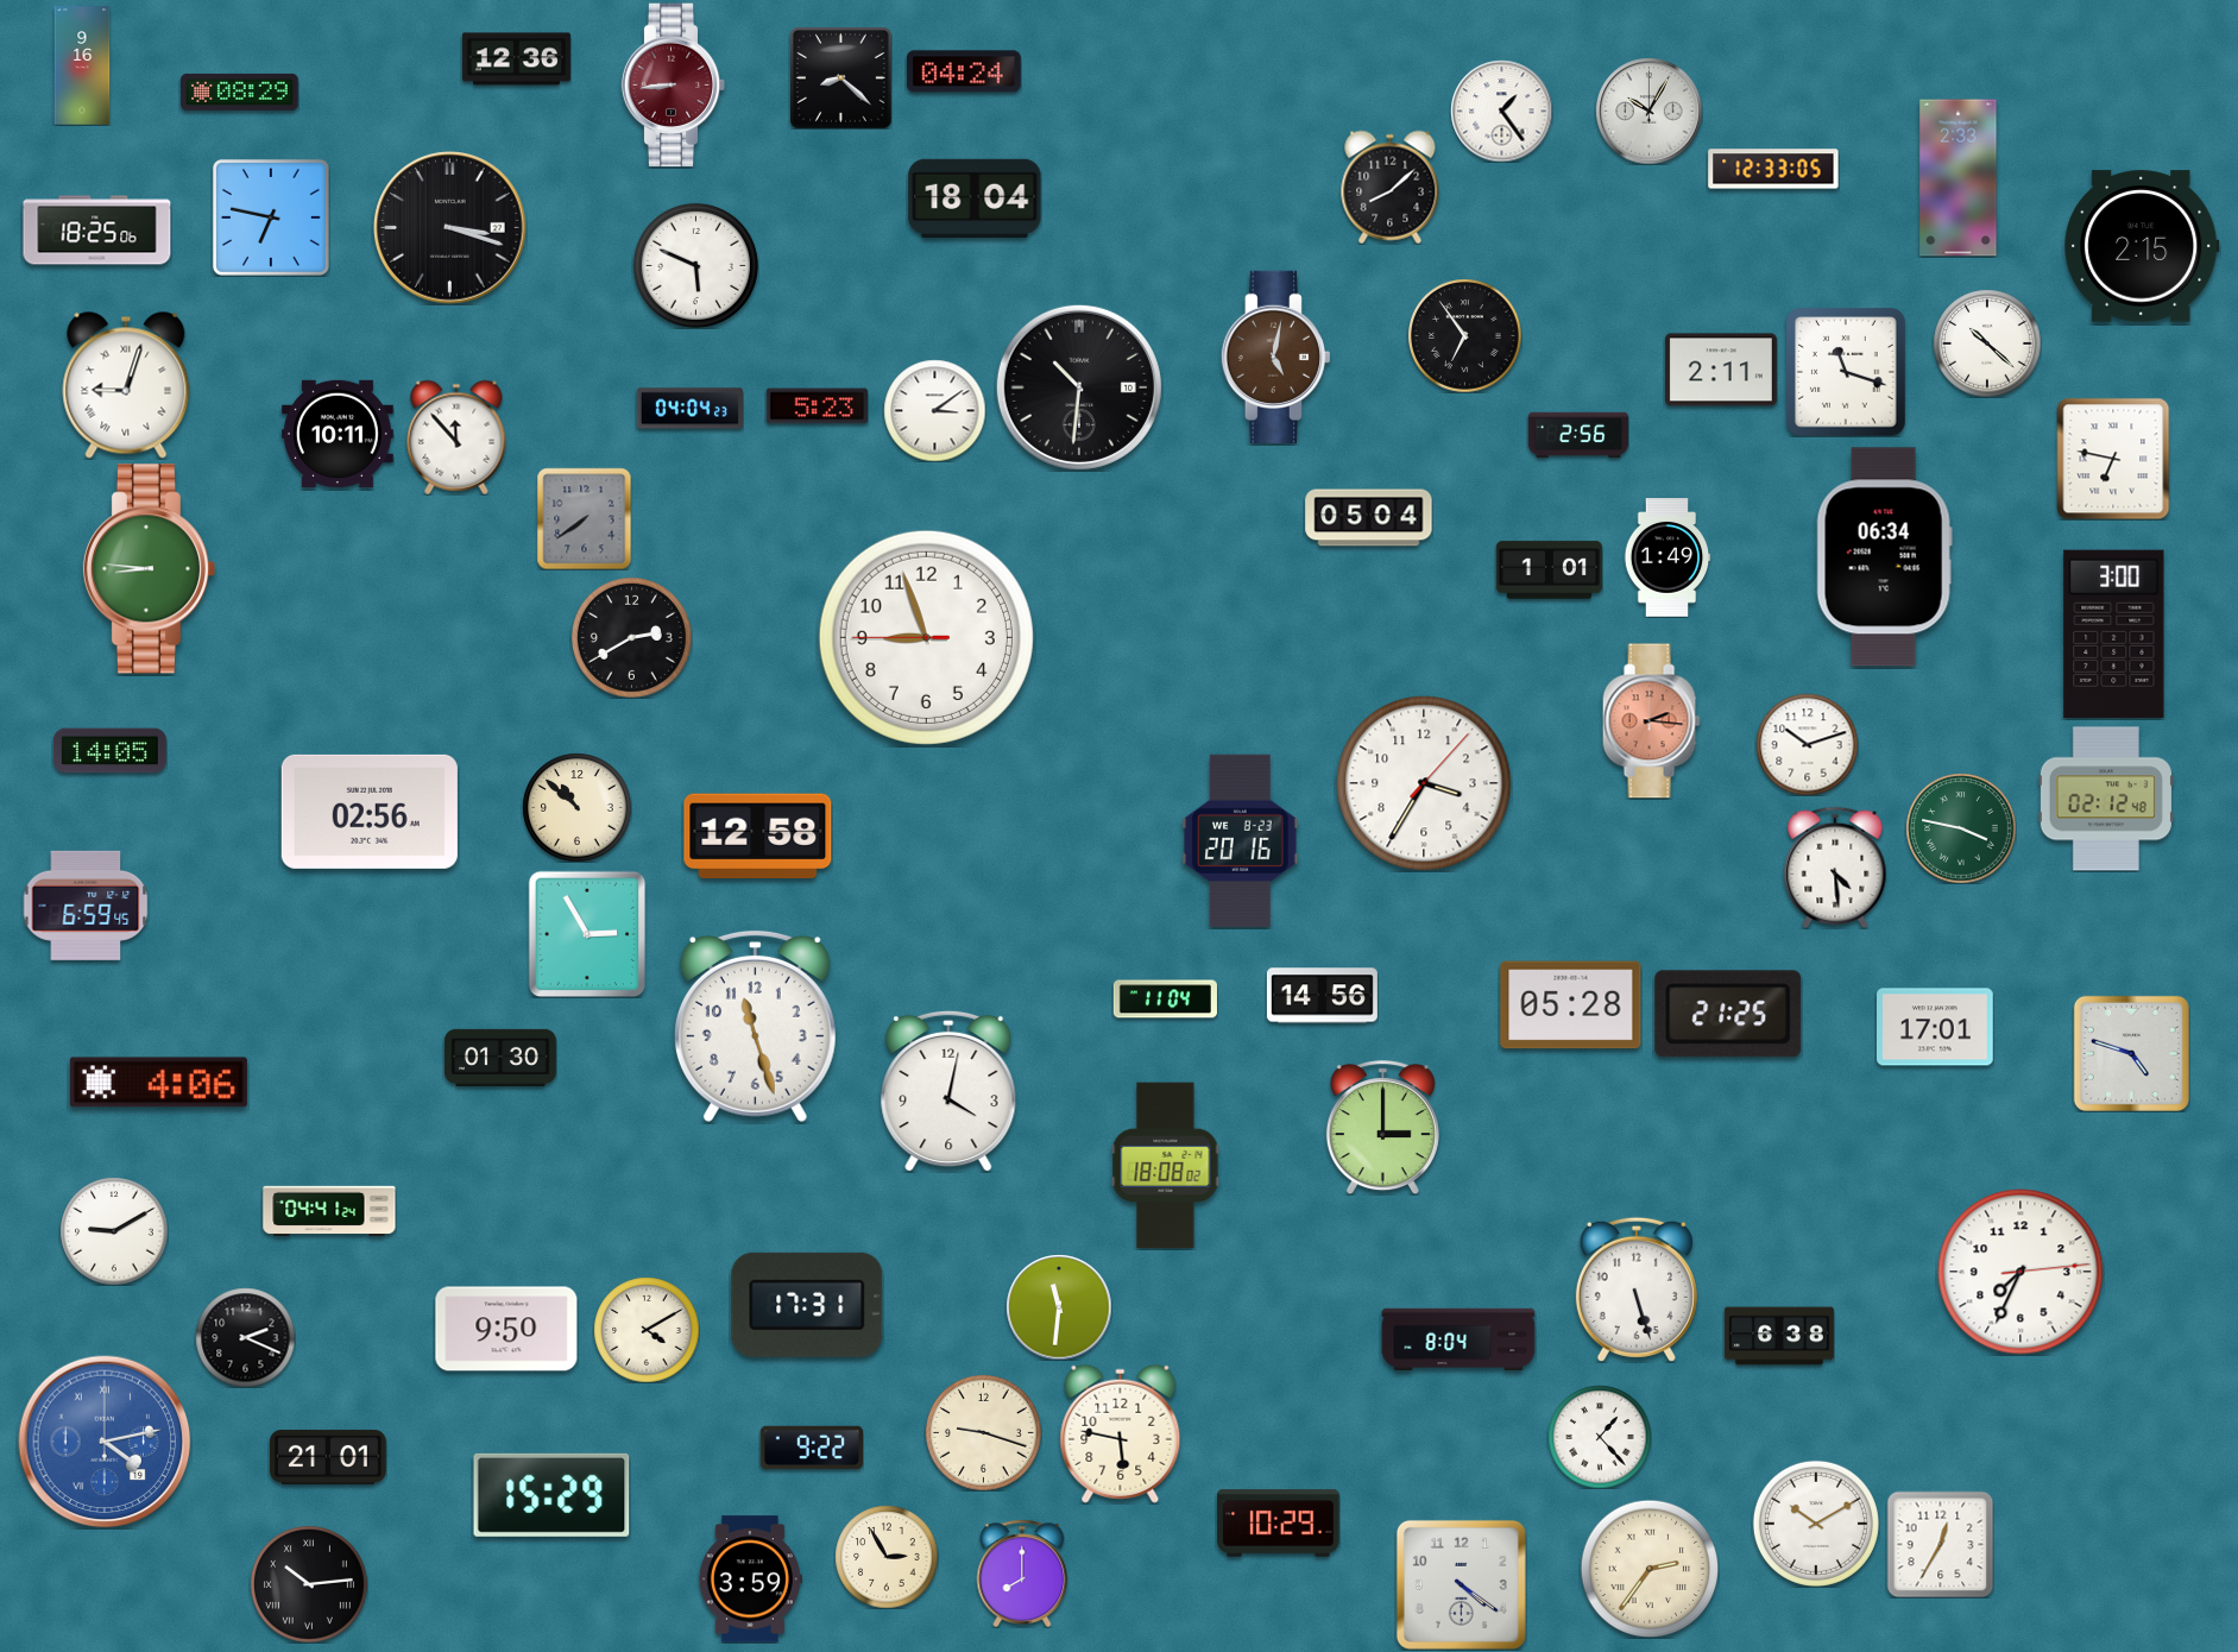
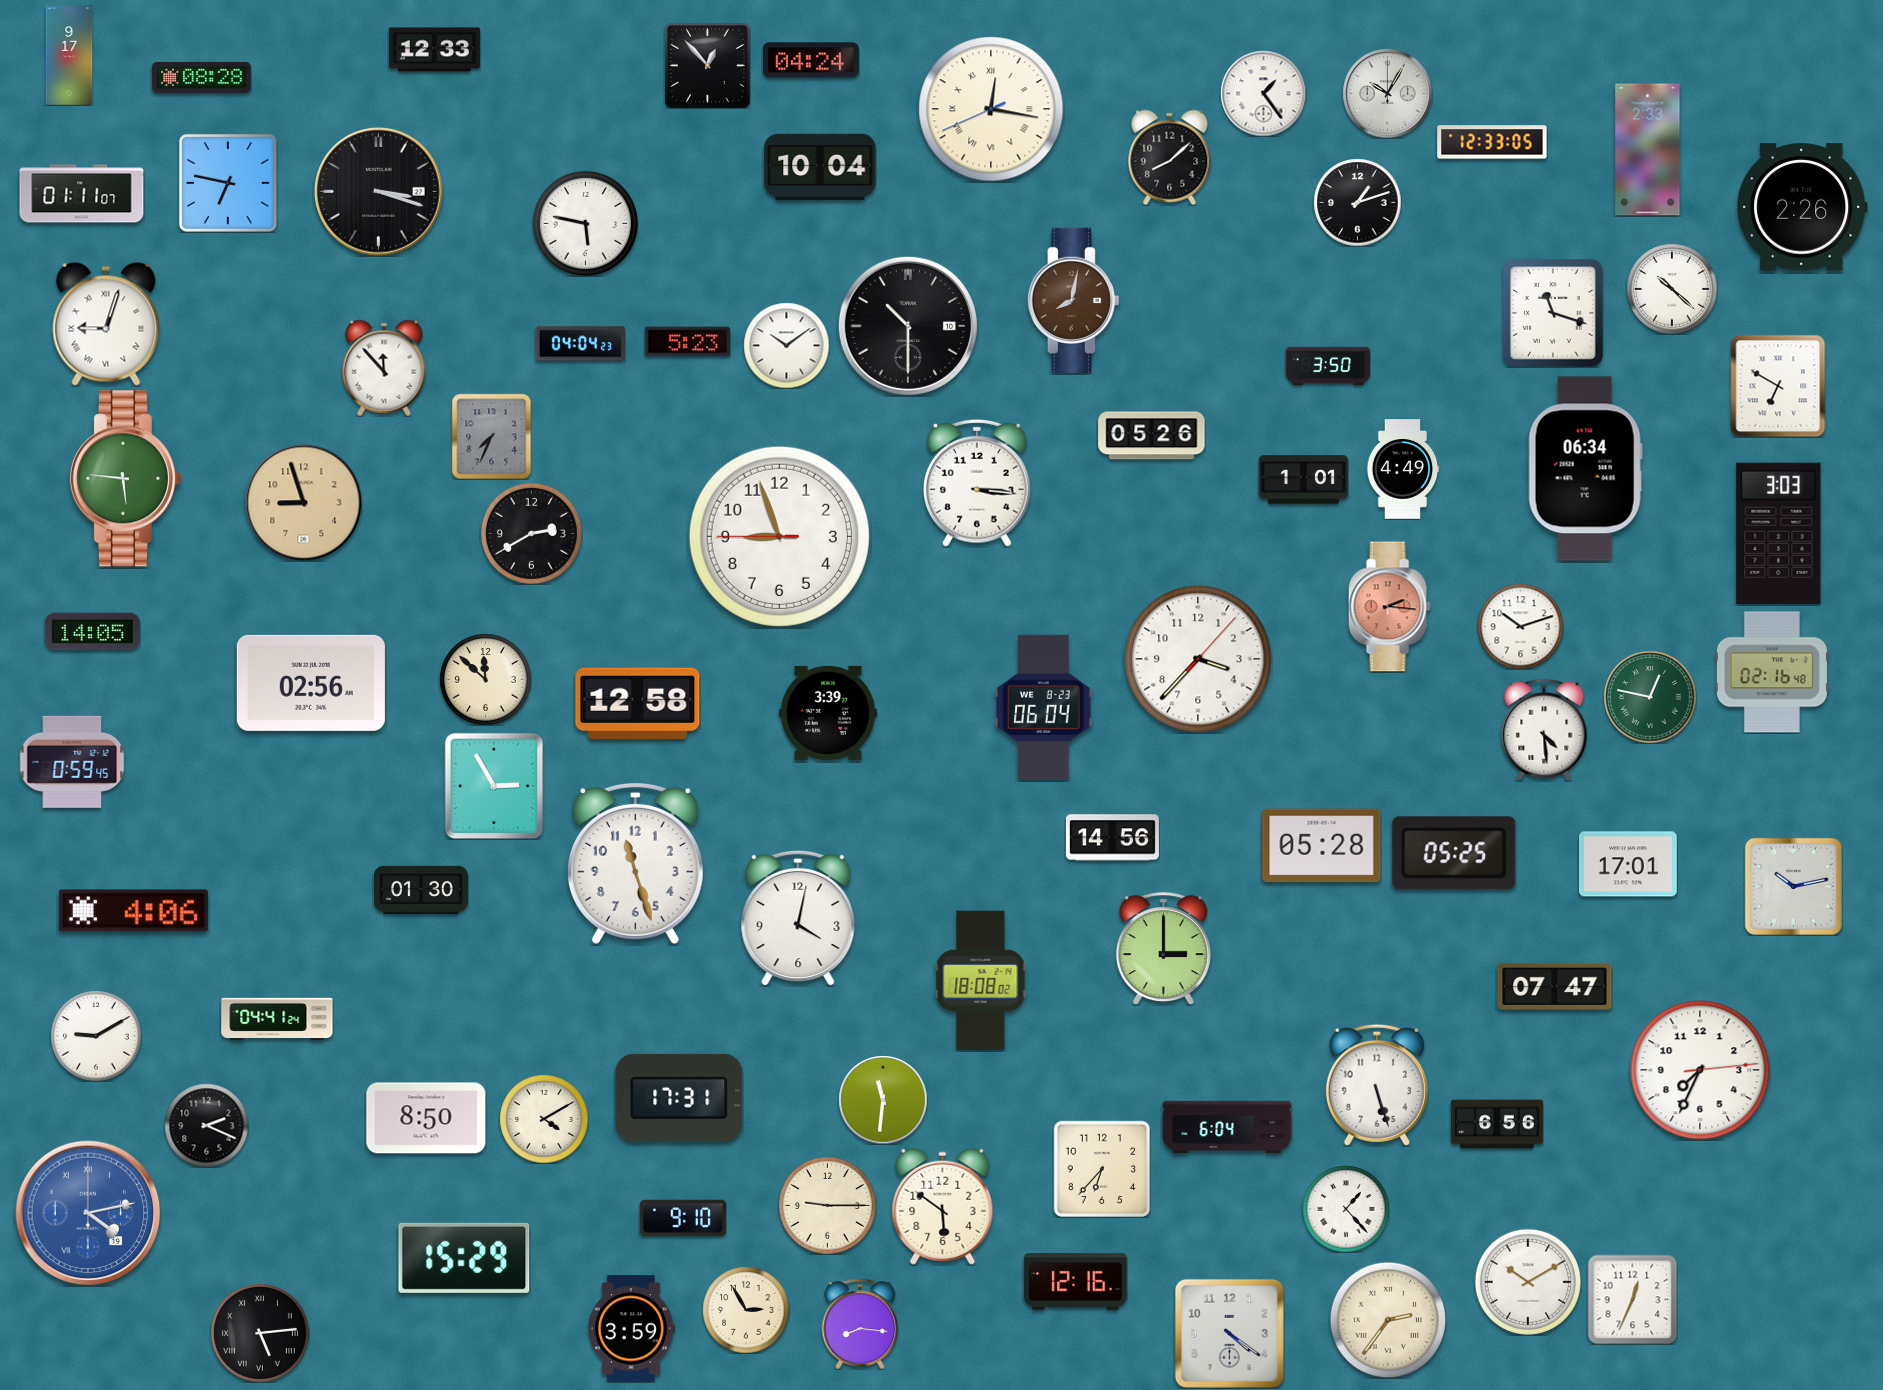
clock at (516, 59): 12:36 -> 12:33
clock at (82, 65): 9:16 -> 9:17
clock at (840, 77): 8:22 -> 12:53
clock at (674, 86): 8:44 -> none
clock at (240, 92): 08:29 -> 08:28
clock at (991, 109): none -> 12:16
clock at (975, 197): 18:04 -> 10:04
clock at (97, 231): 18:25 -> 01:11
clock at (1357, 202): none -> 1:12
clock at (2142, 246): 2:15 -> 2:26
clock at (695, 265): 5:49 -> 5:47
clock at (1465, 336): 6:54 -> none
clock at (1275, 357): 5:02 -> 8:02
clock at (1721, 370): 2:11 -> none
clock at (1079, 387): 10:31 -> 10:30
clock at (934, 410): 3:09 -> 10:09
clock at (338, 434): 10:11 -> none
clock at (1578, 435): 2:56 -> 3:50
clock at (2113, 459): 6:47 -> 6:50
clock at (585, 518): 7:39 -> 7:34
clock at (1369, 518): 05:04 -> 05:26
clock at (1668, 557): 1:49 -> 4:49
clock at (149, 569): 8:46 -> 5:46
clock at (978, 483): none -> 3:16
clock at (303, 502): none -> 8:57
clock at (2114, 633): 3:00 -> 3:03
clock at (631, 637) position: (631, 637) -> (531, 533)
clock at (1424, 783): 3:35 -> 3:37
clock at (2106, 799): 02:12 -> 02:16
clock at (576, 807): 10:52 -> 11:52
clock at (1961, 828): 3:47 -> 12:47
clock at (1241, 840): 20:16 -> 06:04
clock at (829, 713): none -> 3:39
clock at (86, 906): 6:59 -> 0:59
clock at (1165, 1000): 11:04 -> none
clock at (1728, 1014): 21:25 -> 05:25
clock at (2131, 1053): 4:48 -> 10:13
clock at (1555, 986): none -> 07:47
clock at (1059, 1307) position: (1059, 1307) -> (883, 1100)
clock at (506, 1329): 9:50 -> 8:50
clock at (1779, 1336): 6:38 -> 6:56
clock at (1458, 1339): 8:04 -> 6:04
clock at (1102, 1169): none -> 6:37
clock at (983, 1432): 9:18 -> 9:15
clock at (1121, 1433): 5:47 -> 5:51
clock at (812, 1448): 9:22 -> 9:10
clock at (329, 1457): 21:01 -> none
clock at (1279, 1524): 10:29 -> 12:16
clock at (1940, 1544): 12:35 -> 12:34
clock at (1022, 1572): 8:00 -> 8:16
clock at (309, 1584): 10:14 -> 5:14
